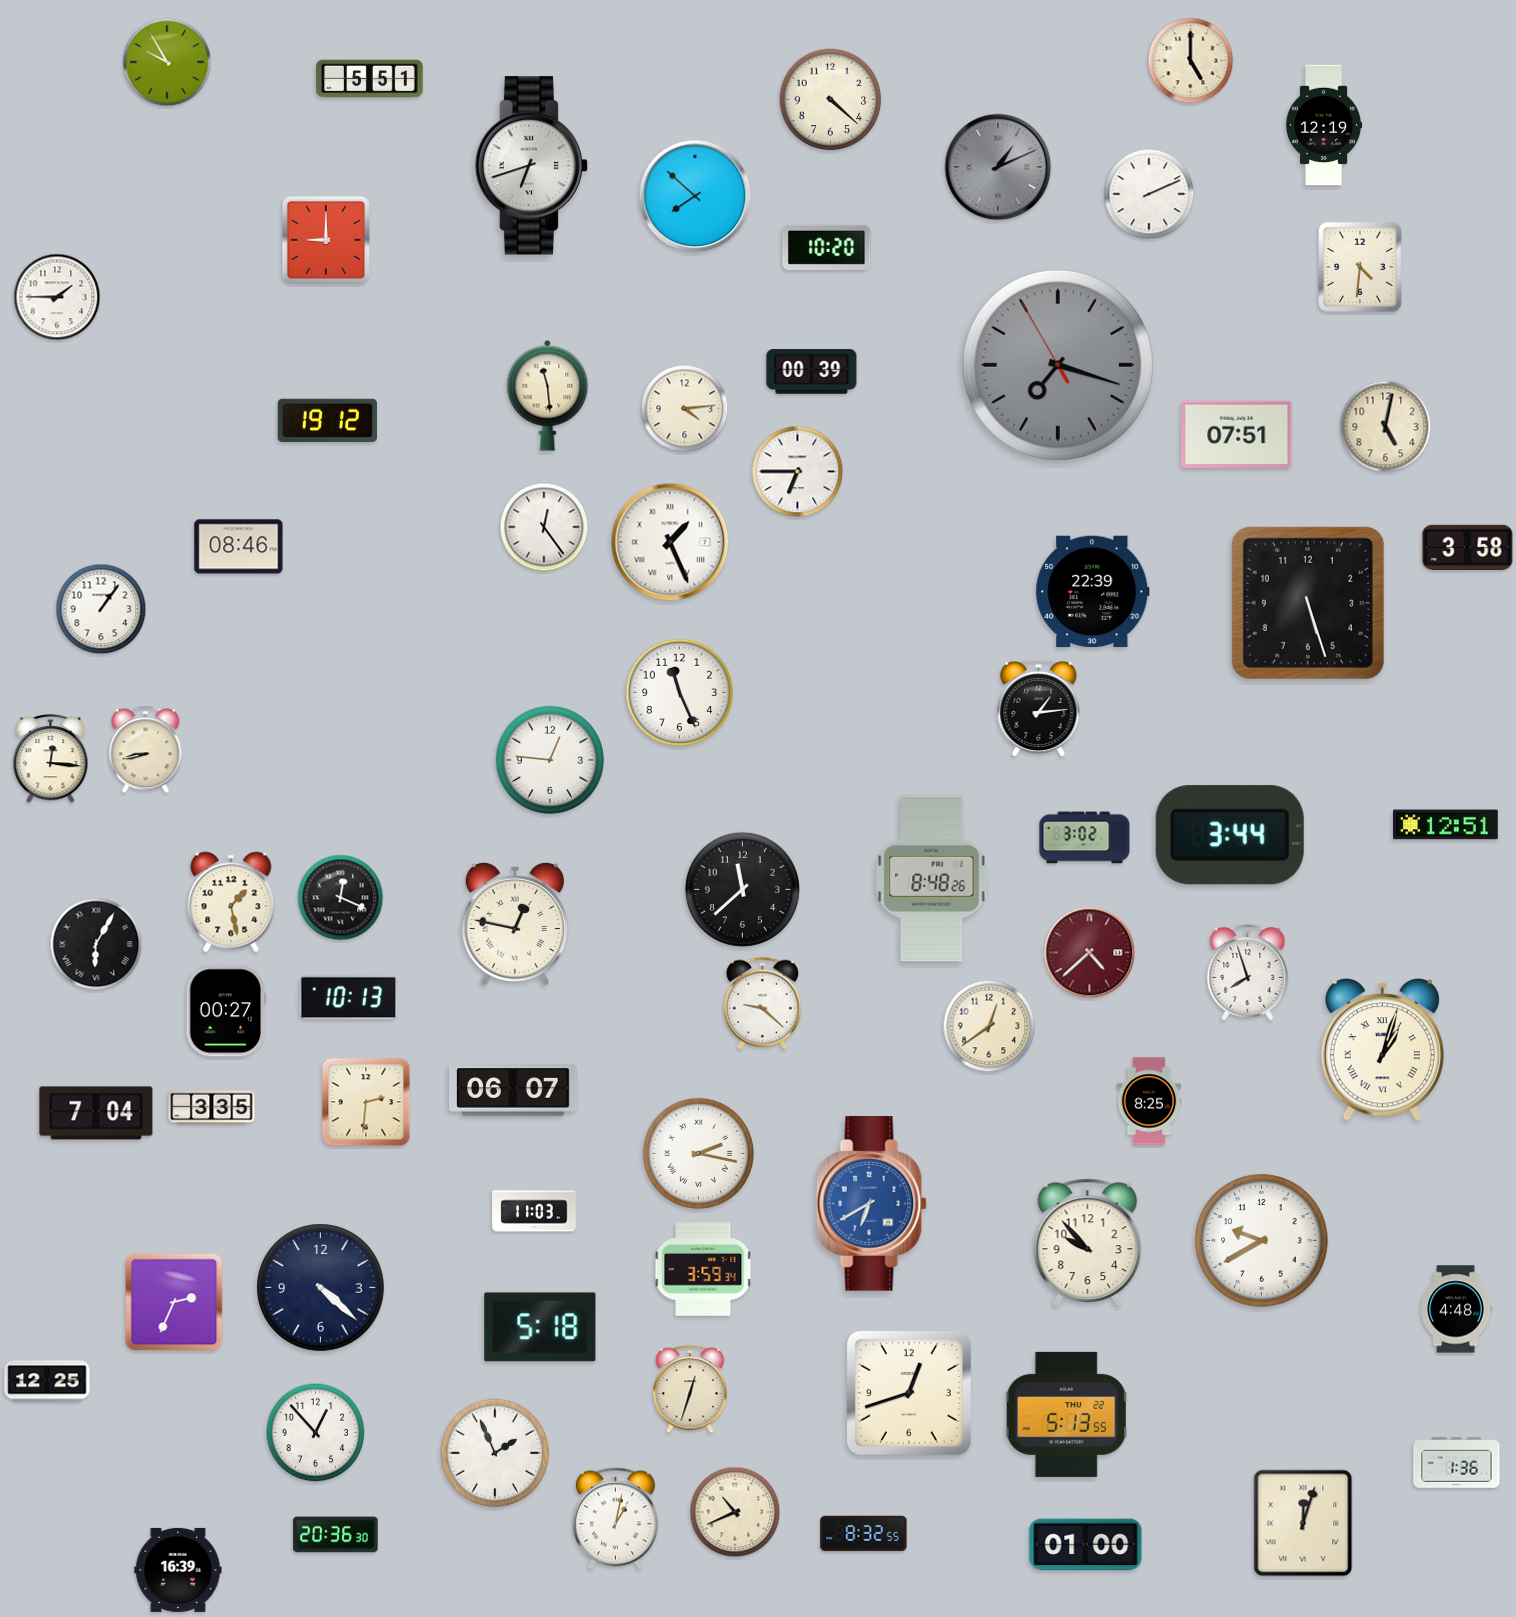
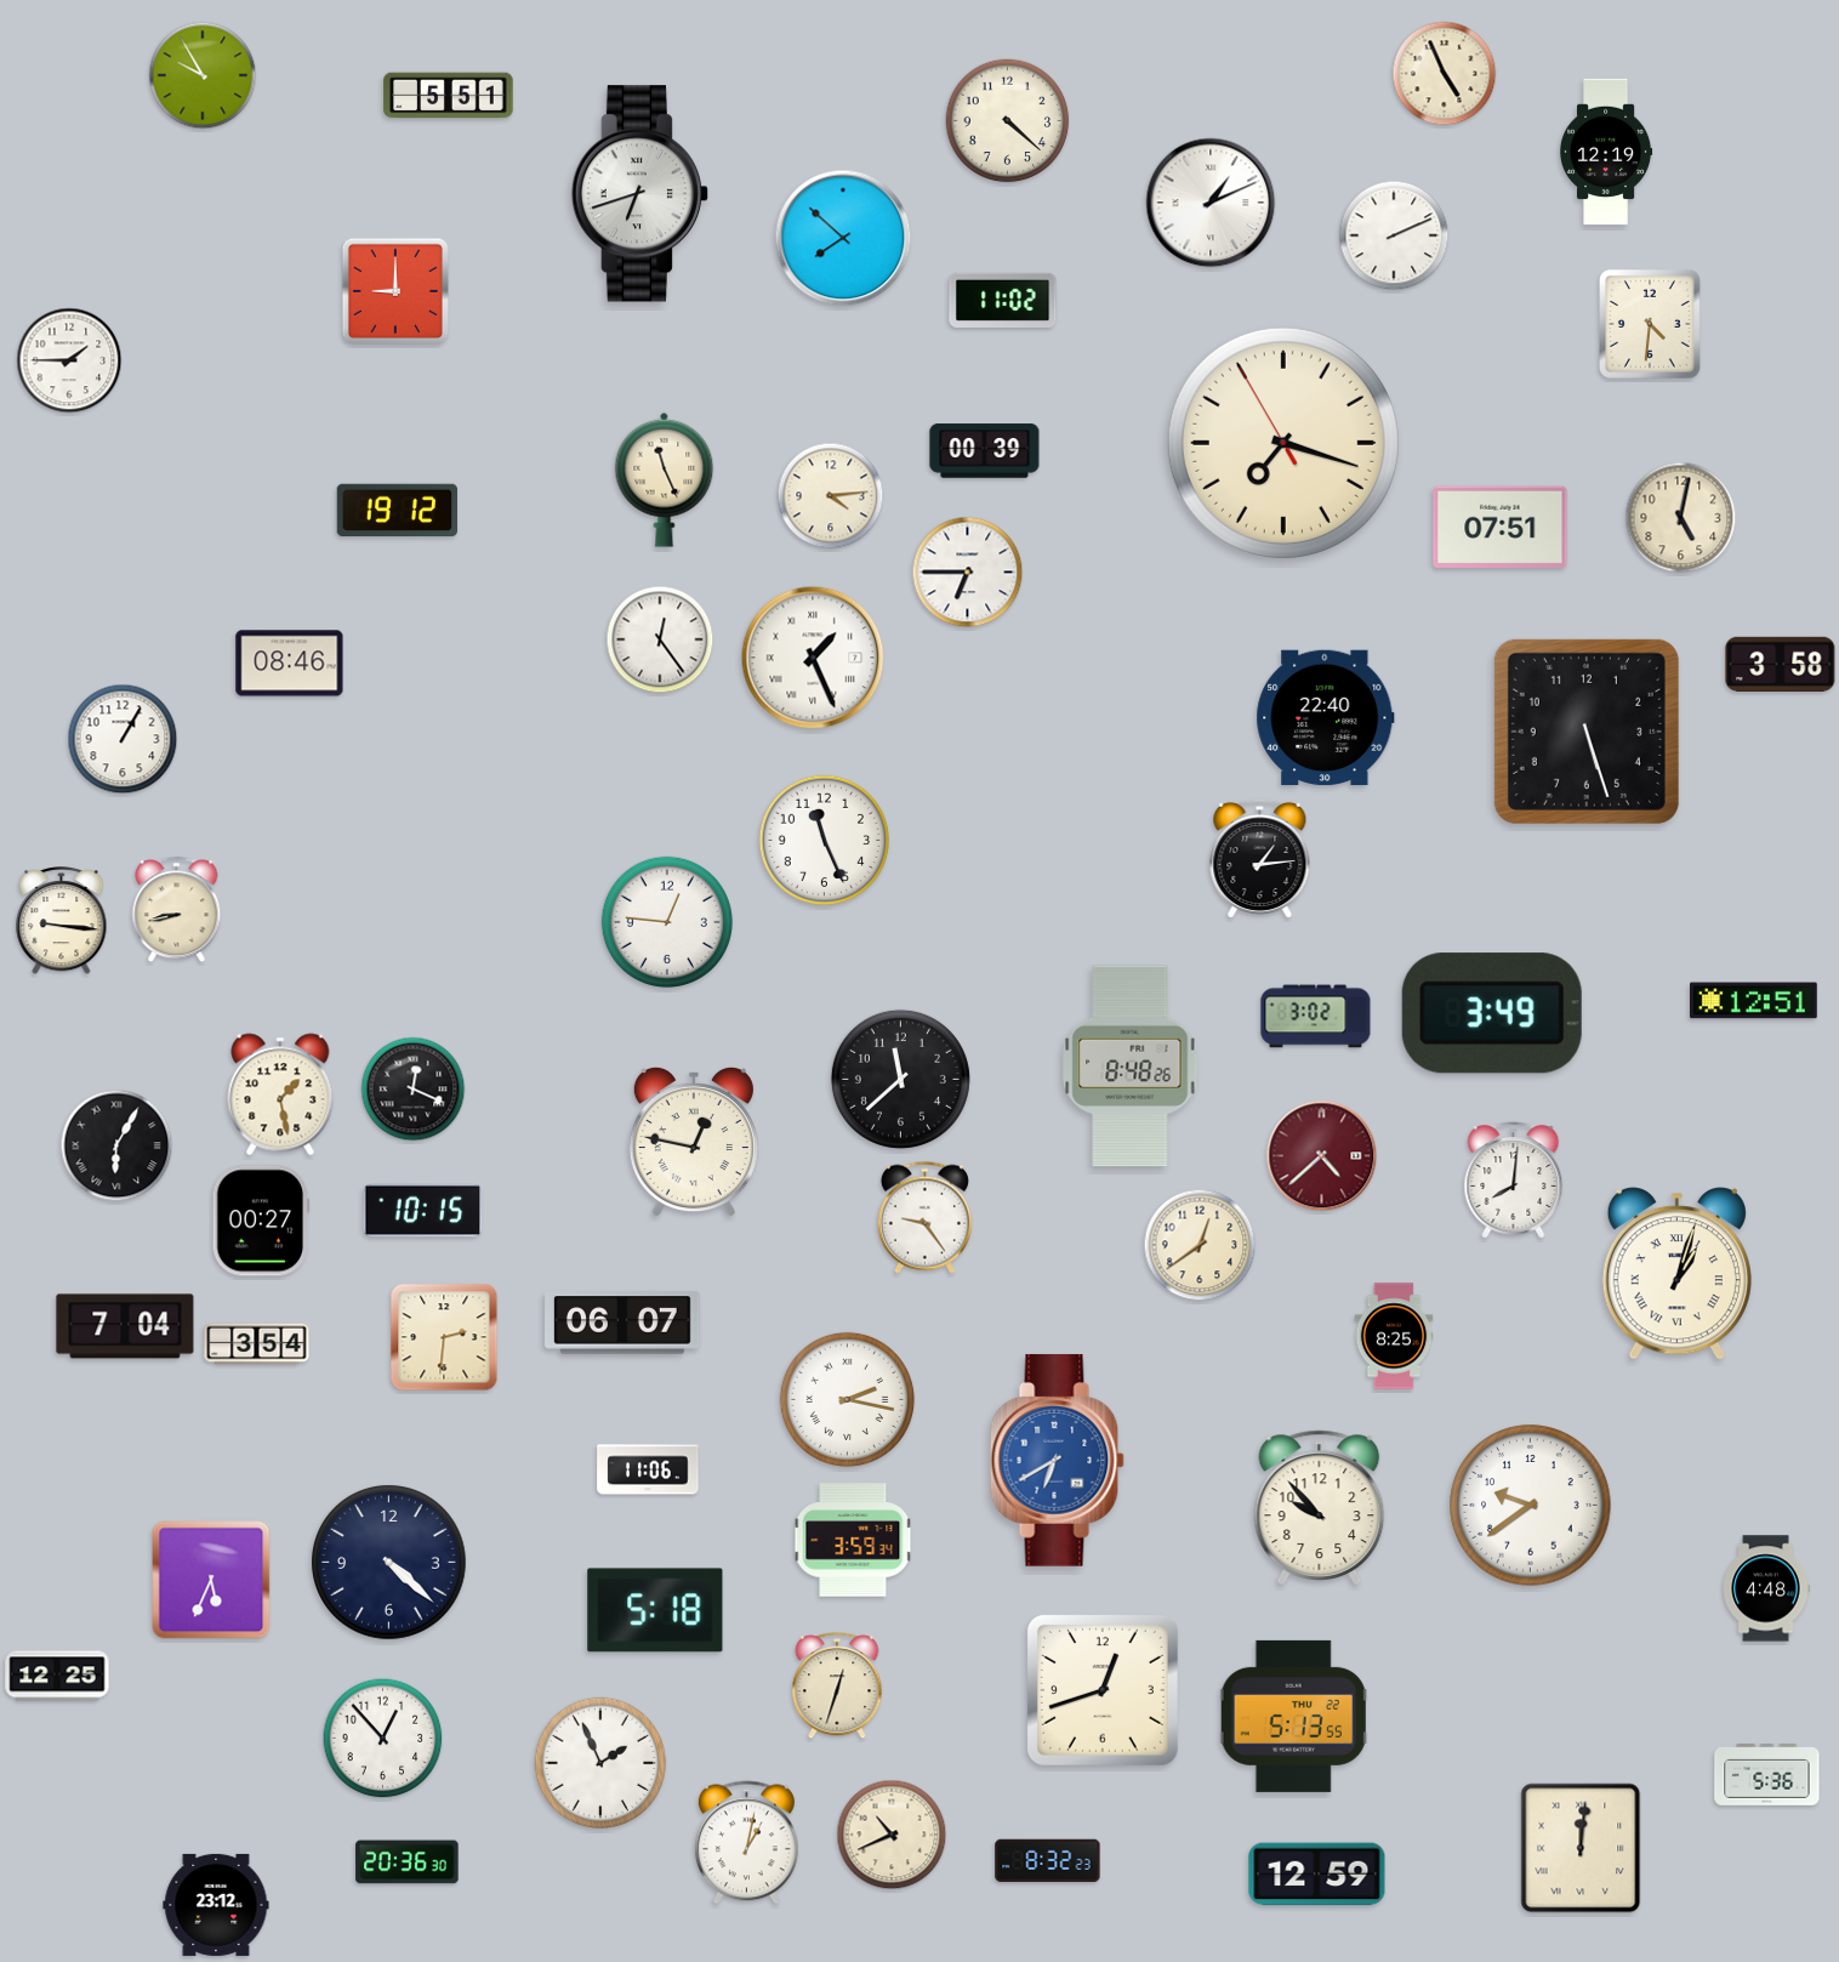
clock at (1191, 61): 5:00 -> 4:56
clock at (531, 166) position: (531, 166) -> (639, 194)
clock at (998, 167) dial: grey -> white
clock at (827, 247): 10:20 -> 11:02
clock at (1058, 365) dial: grey -> cream
clock at (548, 395): 11:29 -> 11:26
clock at (1093, 592): 22:39 -> 22:40
clock at (101, 609): 1:06 -> 1:05
clock at (51, 759): 12:16 -> 9:16
clock at (1230, 835): 3:44 -> 3:49
clock at (515, 924) position: (515, 924) -> (694, 1142)
clock at (1248, 973): 7:57 -> 8:01
clock at (349, 998): 10:13 -> 10:15
clock at (762, 1003): 9:22 -> 9:24
clock at (226, 1011) position: (226, 1011) -> (261, 1221)
clock at (212, 1108): 3:35 -> 3:54
clock at (96, 1113) position: (96, 1113) -> (125, 1326)
clock at (534, 1211): 11:03 -> 11:06
clock at (1262, 1241): 9:40 -> 9:39
clock at (174, 1302): 2:34 -> 5:34
clock at (1457, 1463): 1:36 -> 5:36
clock at (1303, 1523): 12:03 -> 12:01
clock at (864, 1534): 8:32:55 -> 8:32:23
clock at (1086, 1545): 01:00 -> 12:59
clock at (178, 1570): 16:39 -> 23:12
